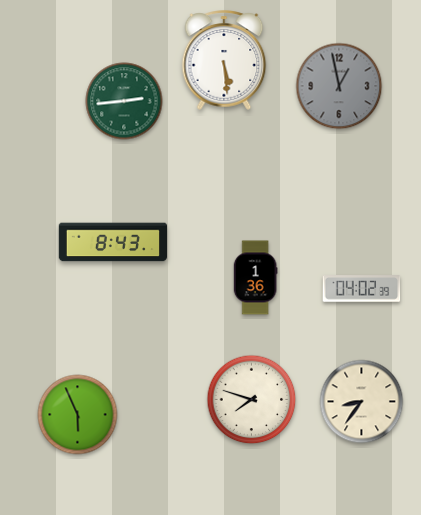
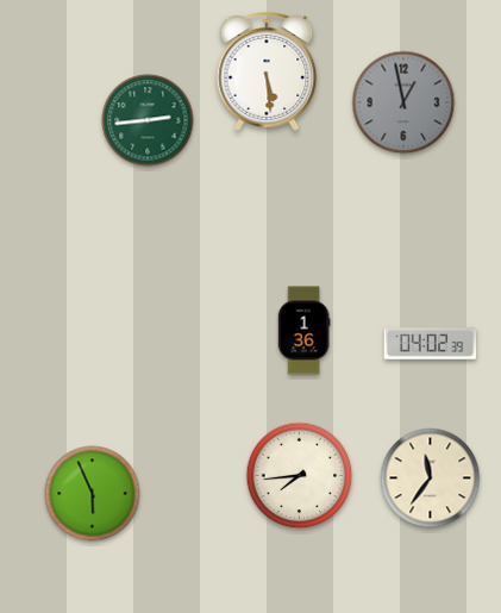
clock at (113, 242): 8:43 -> none
clock at (252, 400): 7:48 -> 7:44
clock at (362, 402): 8:36 -> 11:36
